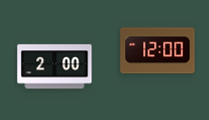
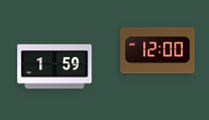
clock at (55, 67): 2:00 -> 1:59
